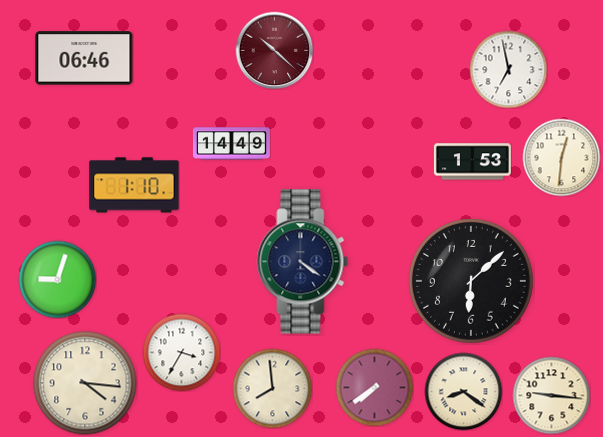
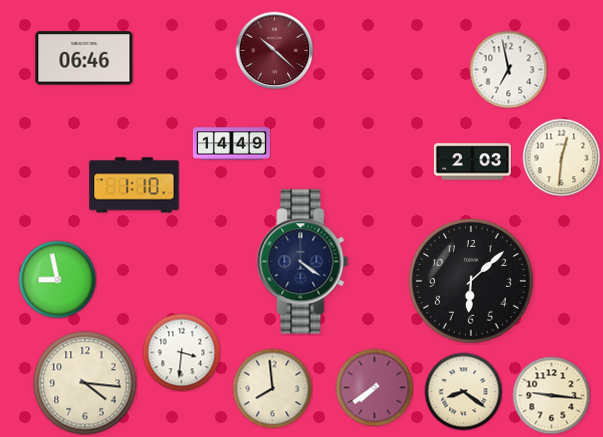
clock at (472, 162): 1:53 -> 2:03
clock at (57, 279): 9:03 -> 8:58
clock at (181, 352): 3:35 -> 3:31
